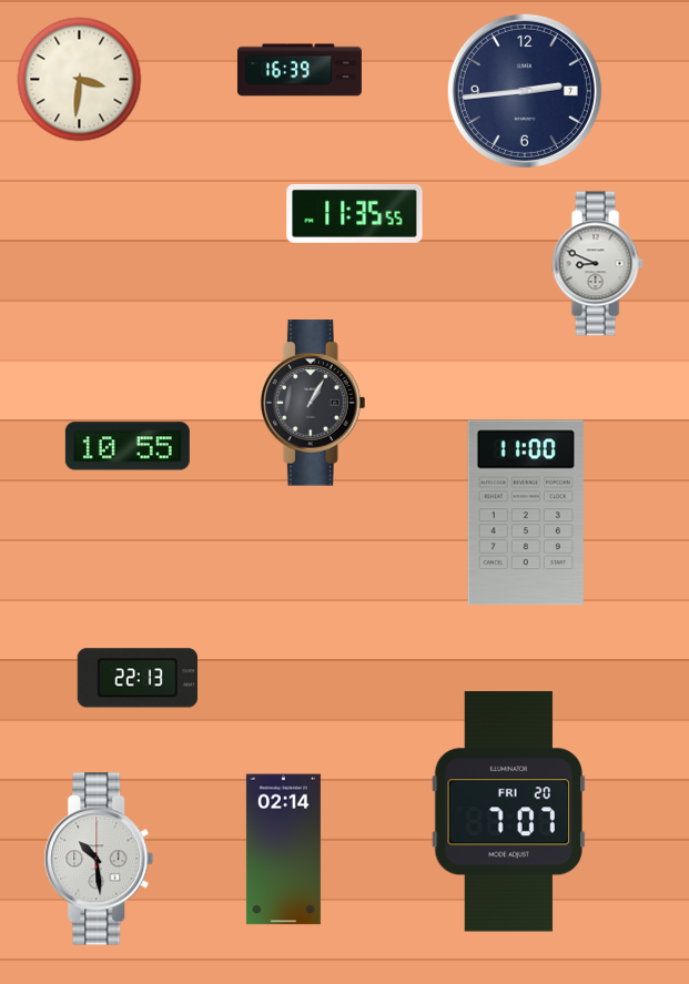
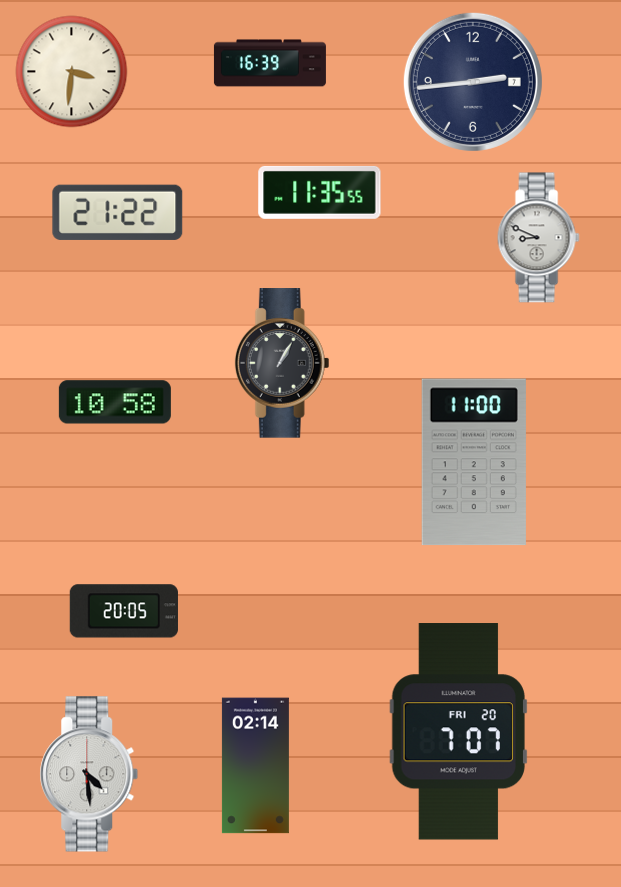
clock at (118, 212): none -> 21:22
clock at (128, 446): 10:55 -> 10:58
clock at (138, 678): 22:13 -> 20:05
clock at (99, 859): 10:29 -> 4:29
